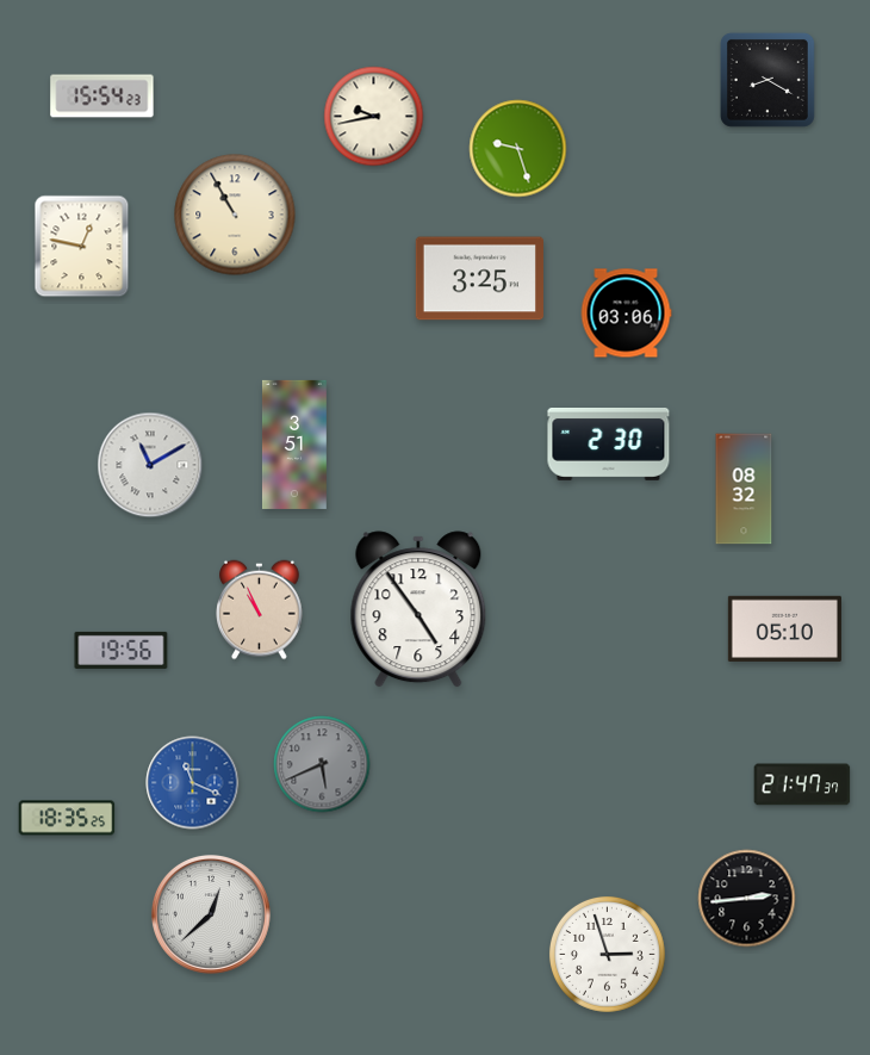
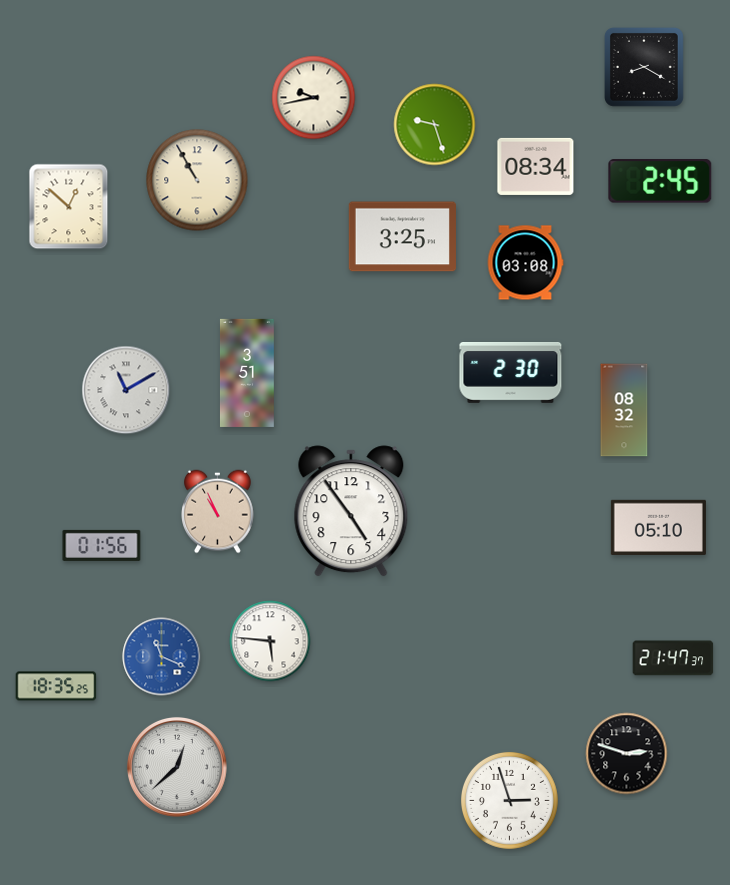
clock at (102, 97): 15:54 -> none
clock at (536, 166): none -> 08:34
clock at (660, 181): none -> 2:45
clock at (82, 247): 12:47 -> 12:52
clock at (479, 279) position: (479, 279) -> (402, 237)
clock at (626, 314): 03:06 -> 03:08
clock at (122, 650): 19:56 -> 01:56
clock at (322, 764): 5:41 -> 5:46
clock at (322, 764) dial: grey -> white
clock at (747, 899): 2:44 -> 2:48
